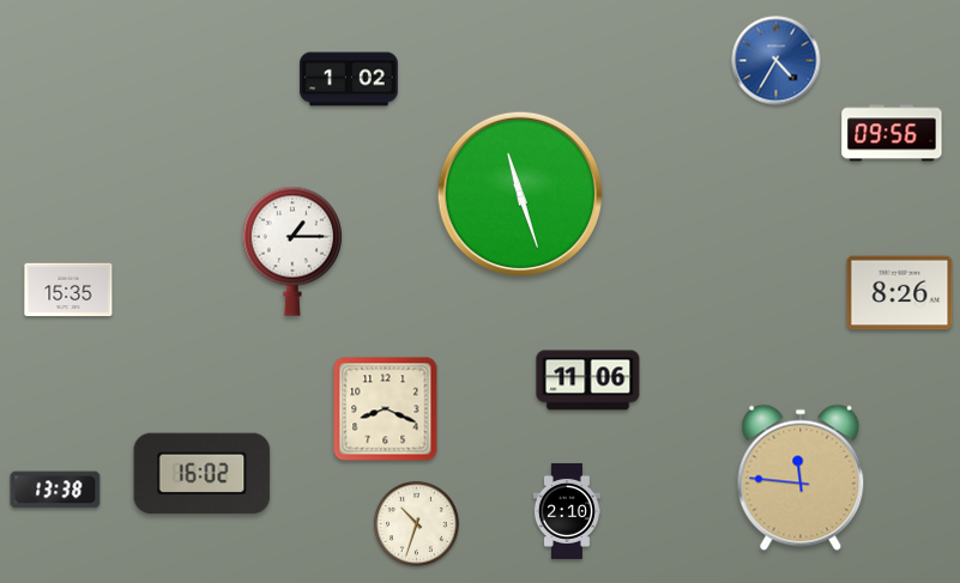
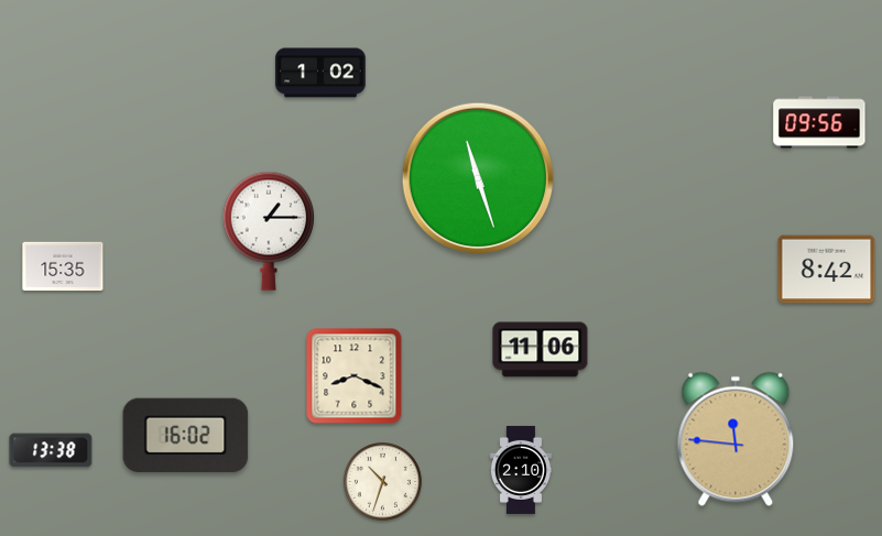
clock at (777, 61): 4:35 -> none
clock at (900, 293): 8:26 -> 8:42
